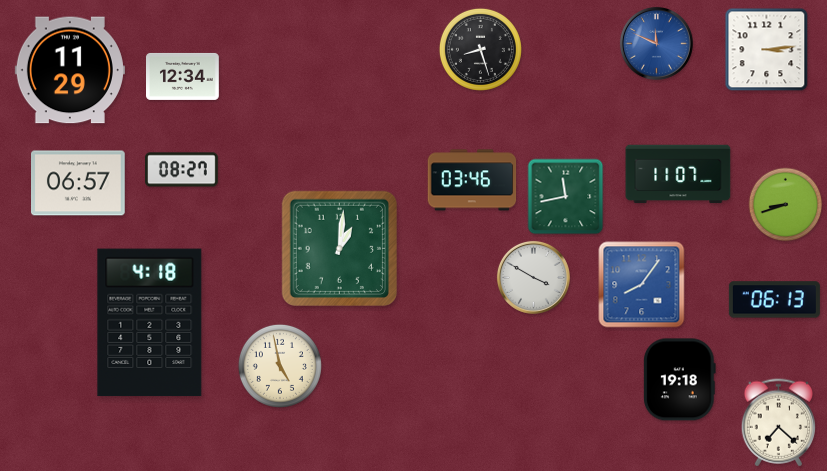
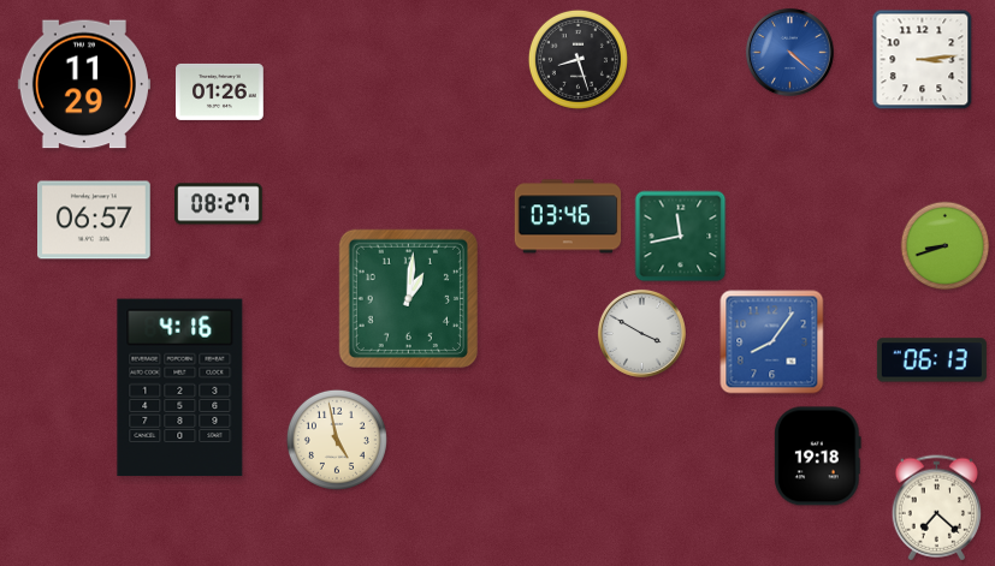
clock at (656, 43): 11:49 -> 4:22
clock at (183, 76): 12:34 -> 01:26
clock at (678, 174): 11:07 -> none
clock at (150, 323): 4:18 -> 4:16
